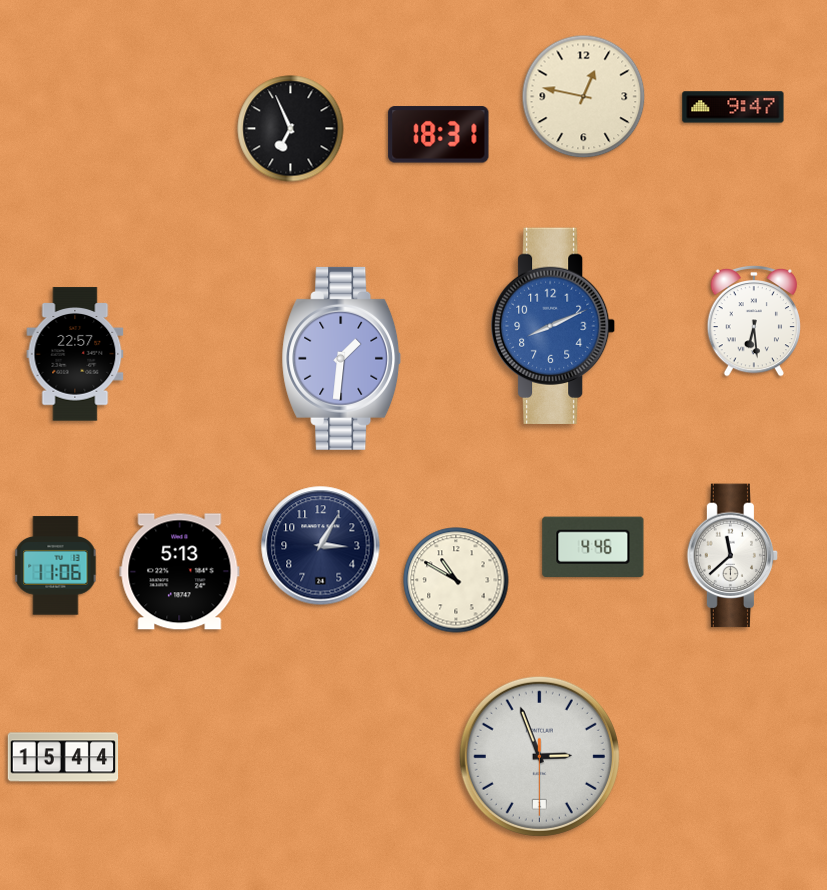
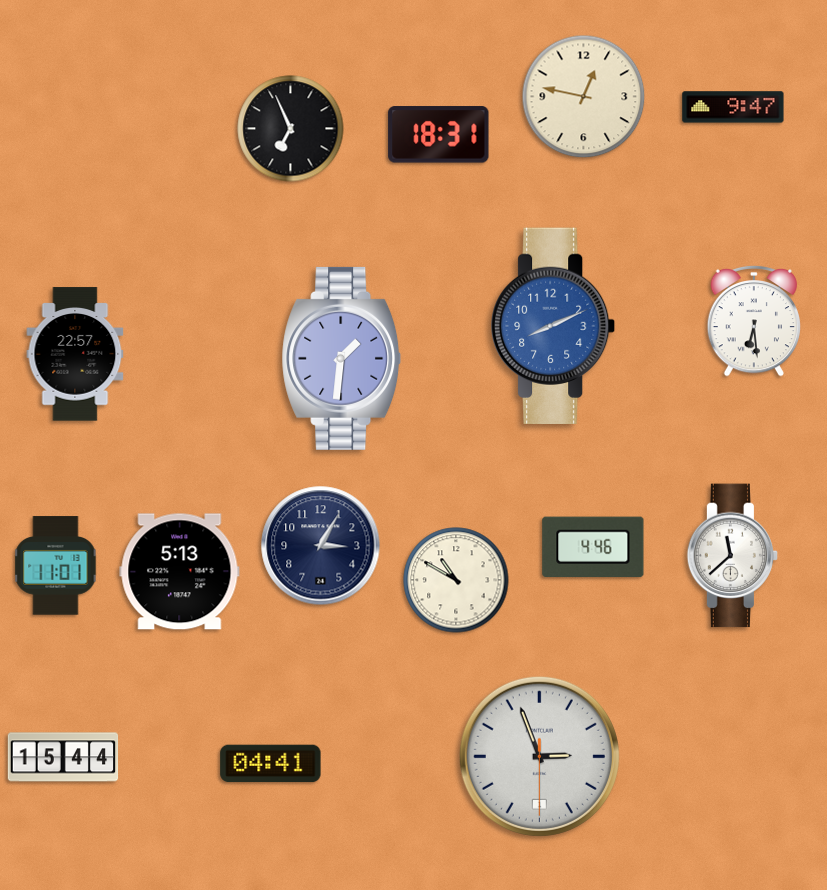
clock at (56, 566): 11:06 -> 11:01
clock at (271, 764): none -> 04:41
